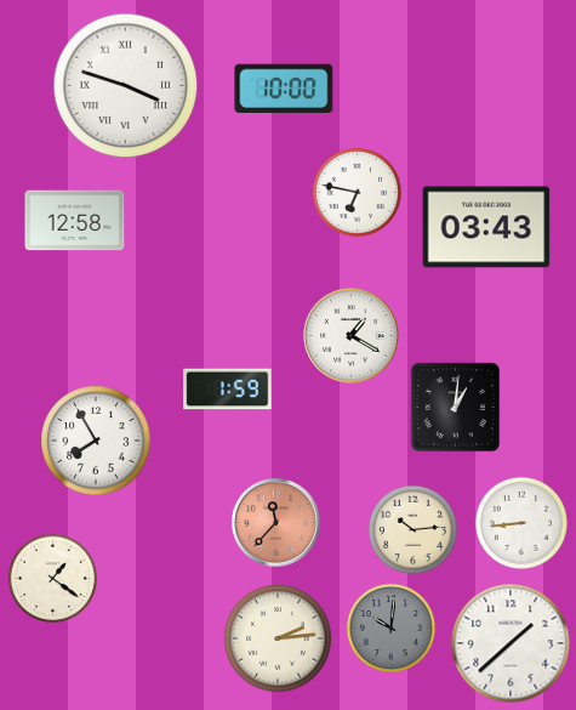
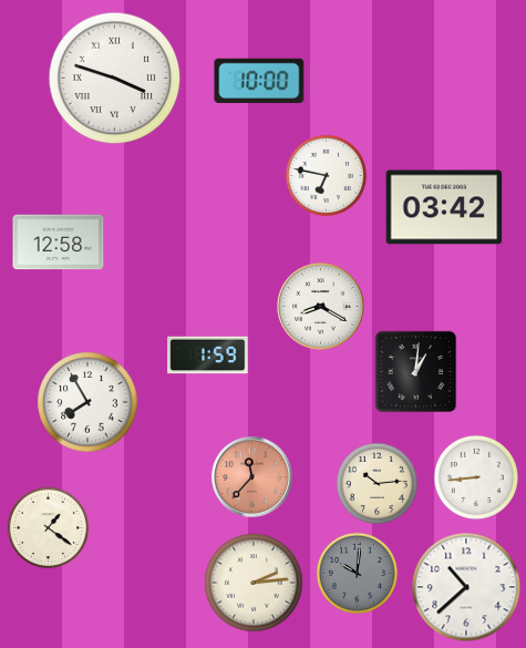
clock at (75, 221) position: (75, 221) -> (59, 243)
clock at (486, 227): 03:43 -> 03:42
clock at (352, 336): 1:20 -> 8:20
clock at (511, 643): 1:38 -> 10:38
